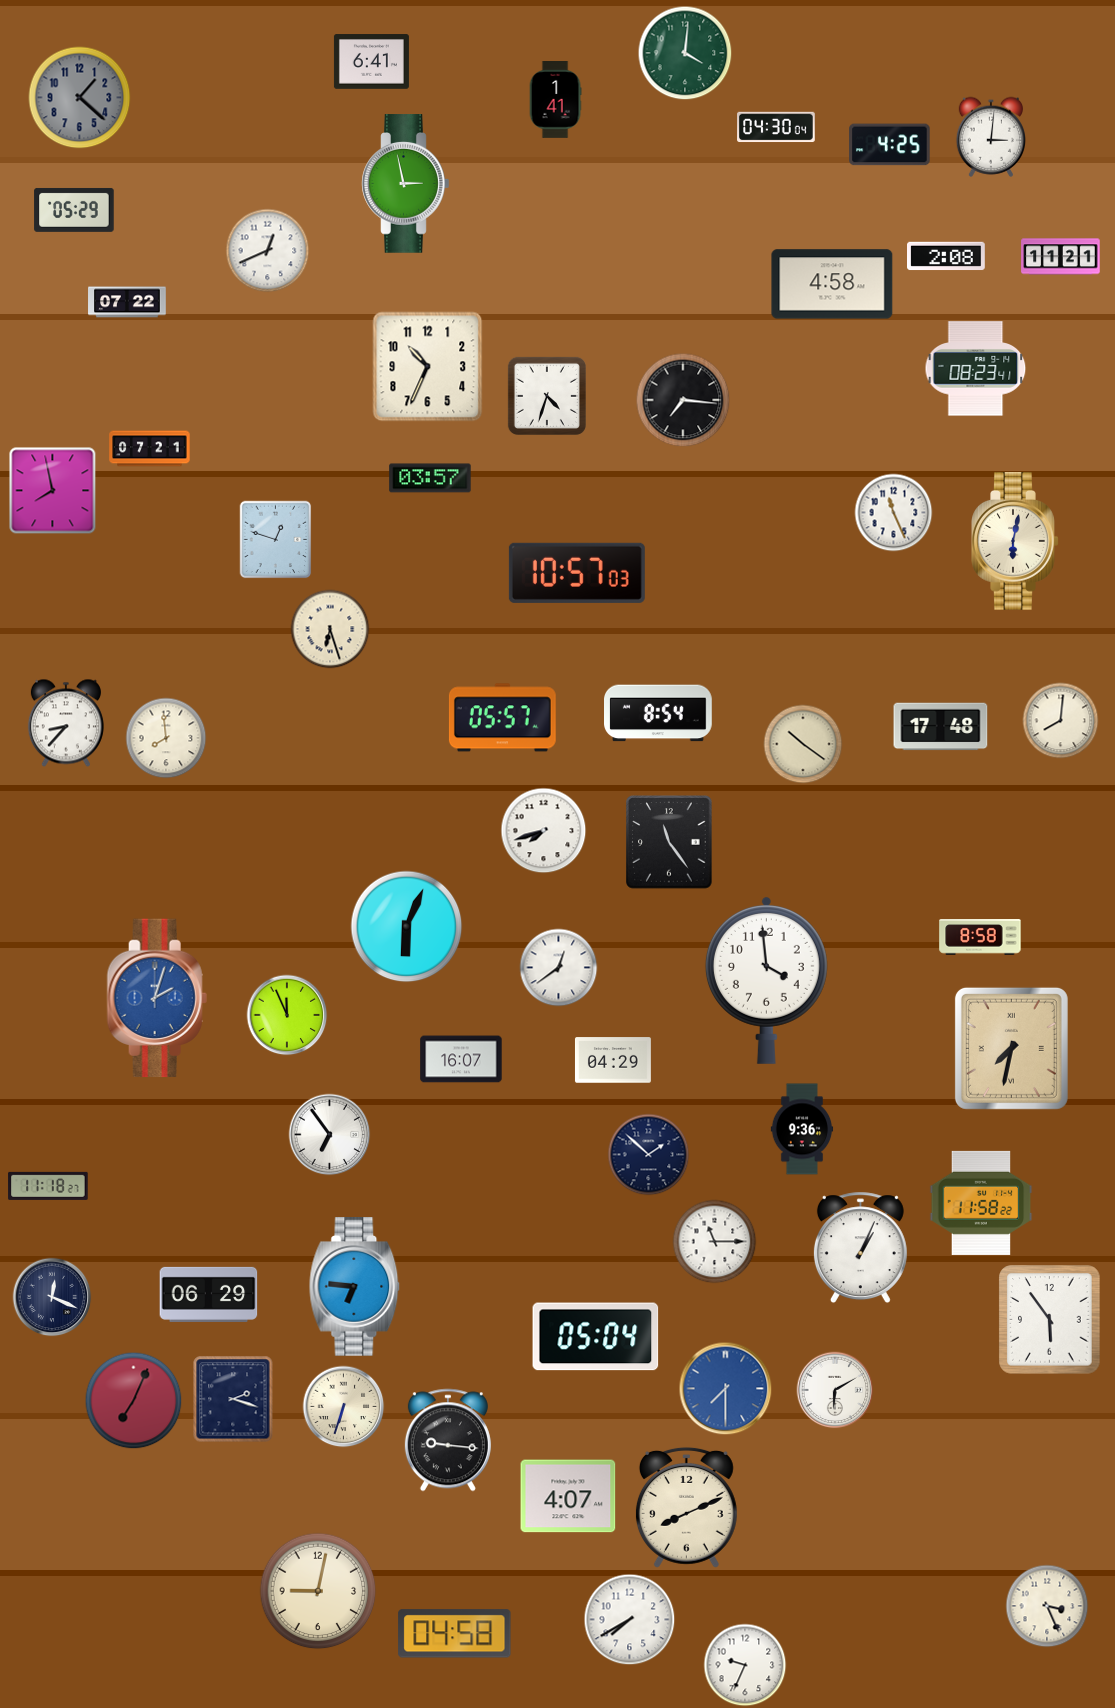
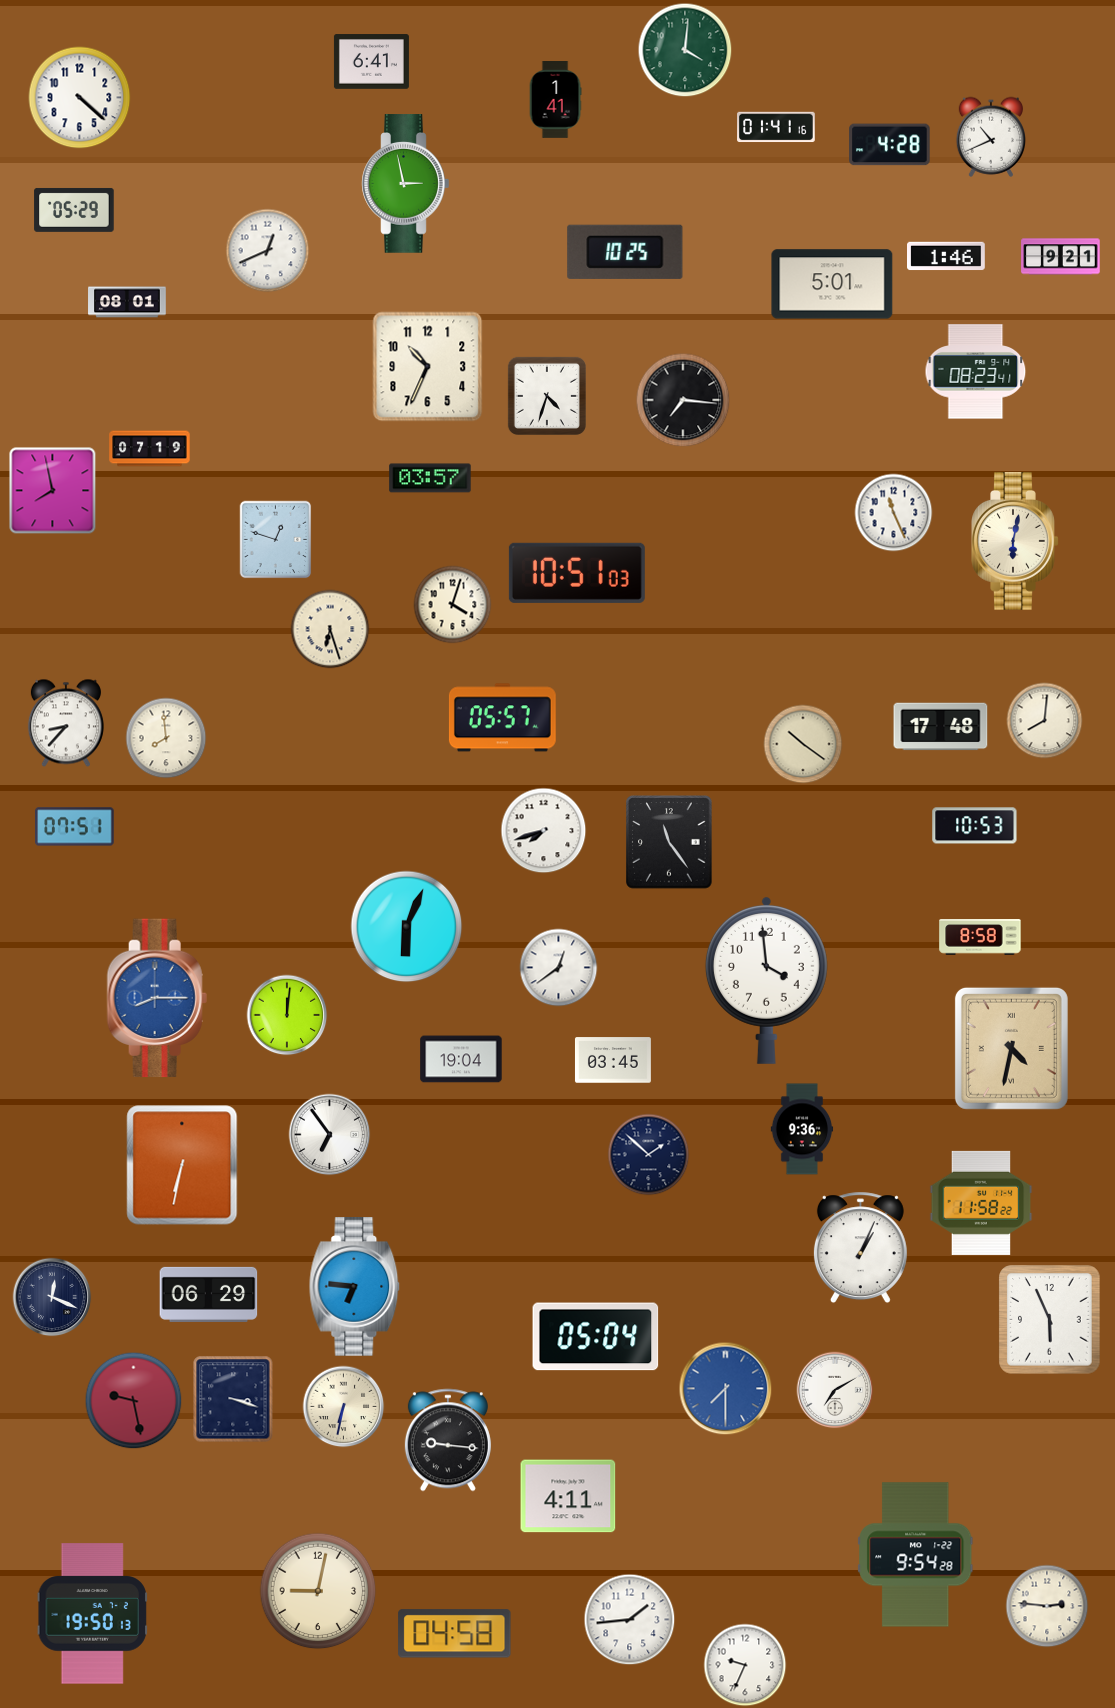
clock at (685, 53) position: (685, 53) -> (685, 50)
clock at (80, 98): 1:22 -> 4:22
clock at (80, 98) dial: grey -> white
clock at (776, 127): 04:30 -> 01:41
clock at (990, 137): 3:01 -> 10:41
clock at (890, 145): 4:25 -> 4:28
clock at (625, 252): none -> 10:25
clock at (946, 256): 2:08 -> 1:46
clock at (1061, 257): 11:21 -> 9:21
clock at (832, 284): 4:58 -> 5:01
clock at (127, 302): 07:22 -> 08:01
clock at (976, 369) position: (976, 369) -> (976, 372)
clock at (150, 449): 07:21 -> 07:19
clock at (577, 573): 10:57 -> 10:51
clock at (453, 605): none -> 4:03
clock at (659, 713): 8:54 -> none
clock at (1061, 721) position: (1061, 721) -> (1045, 721)
clock at (975, 826): none -> 10:53
clock at (75, 827): none -> 07:51
clock at (157, 998): 2:03 -> 8:15
clock at (287, 1015): 11:56 -> 12:01
clock at (1011, 1048): 7:32 -> 4:32
clock at (461, 1059): 16:07 -> 19:04
clock at (613, 1060): 04:29 -> 03:45
clock at (182, 1165): none -> 6:32
clock at (48, 1186): 11:18 -> none
clock at (715, 1242): 11:15 -> none
clock at (1050, 1320): 5:54 -> 5:56
clock at (835, 1390): 6:10 -> 7:10
clock at (233, 1399): 2:18 -> 3:18
clock at (134, 1401): 7:04 -> 9:28
clock at (344, 1407): 6:33 -> 6:32
clock at (568, 1496): 4:07 -> 4:11
clock at (686, 1507): 8:11 -> none
clock at (916, 1555): none -> 9:54
clock at (1047, 1606): 3:26 -> 2:46
clock at (92, 1614): none -> 19:50
clock at (630, 1620): 7:40 -> 1:44
